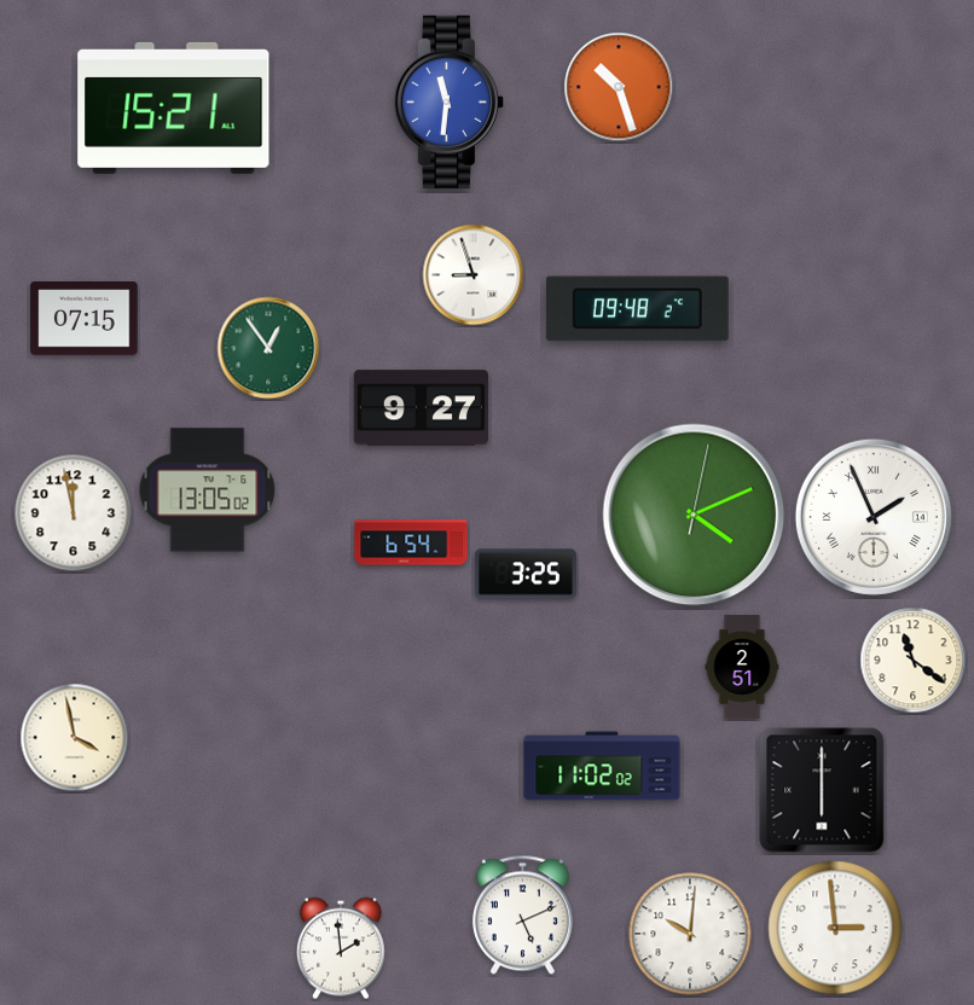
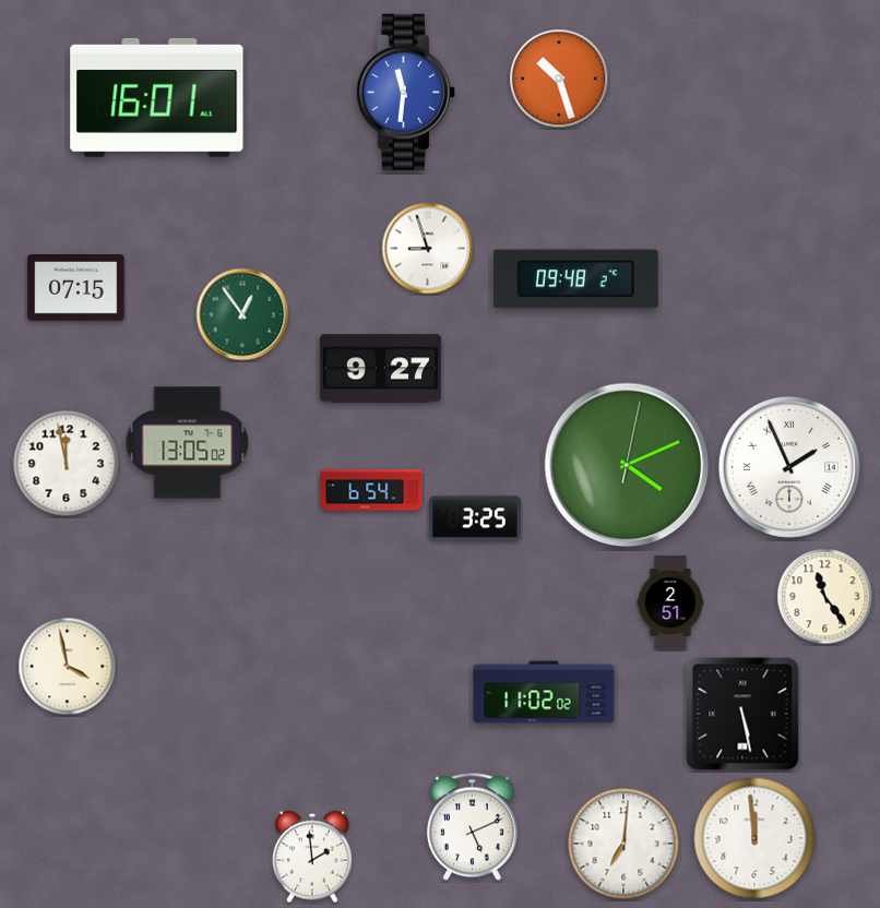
clock at (174, 108): 15:21 -> 16:01
clock at (914, 661): 11:21 -> 11:24
clock at (822, 790): 6:00 -> 5:28
clock at (835, 928): 2:59 -> 11:59
clock at (690, 934): 10:01 -> 7:01
clock at (341, 948) position: (341, 948) -> (312, 857)
